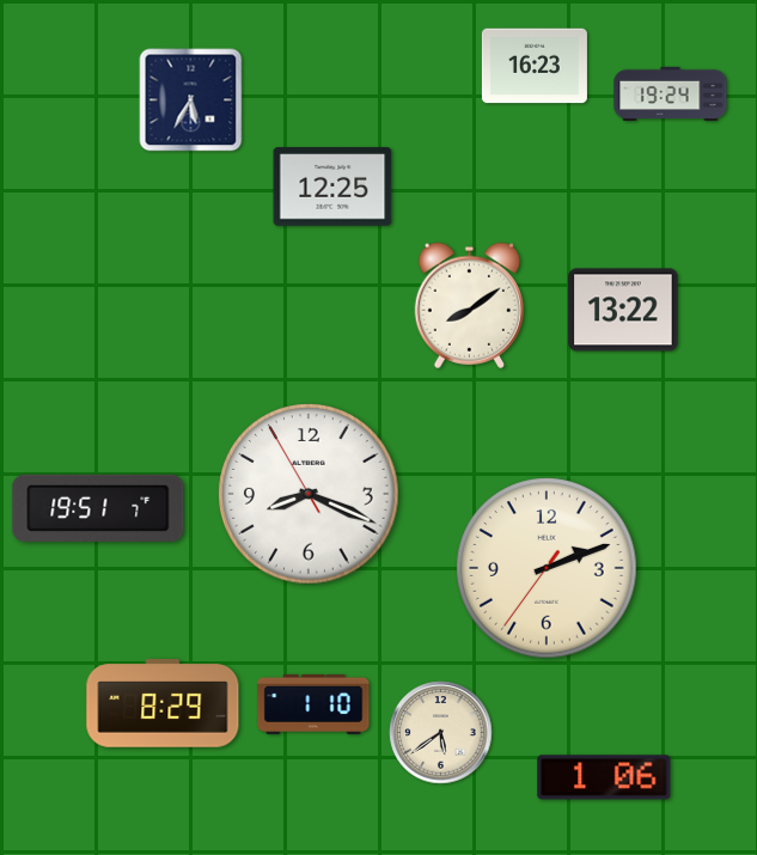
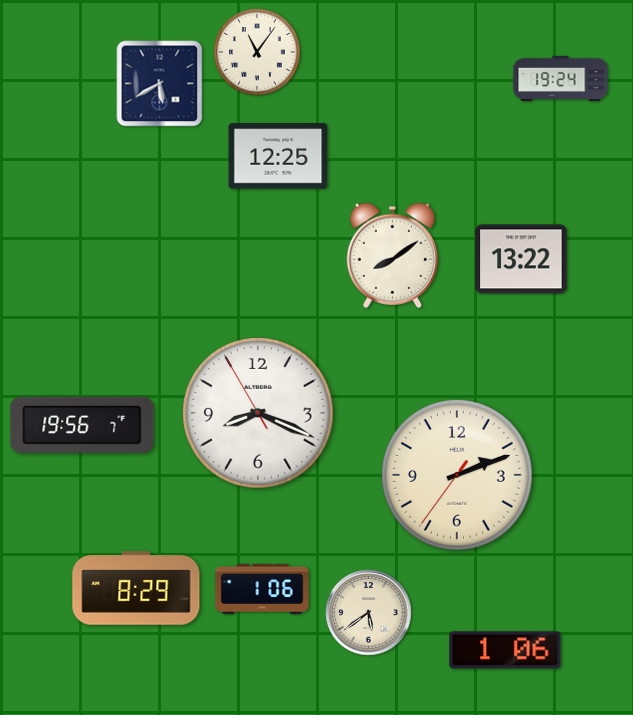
clock at (257, 52): none -> 11:06
clock at (535, 66): 16:23 -> none
clock at (191, 100): 5:35 -> 5:40
clock at (98, 508): 19:51 -> 19:56
clock at (313, 704): 1:10 -> 1:06
